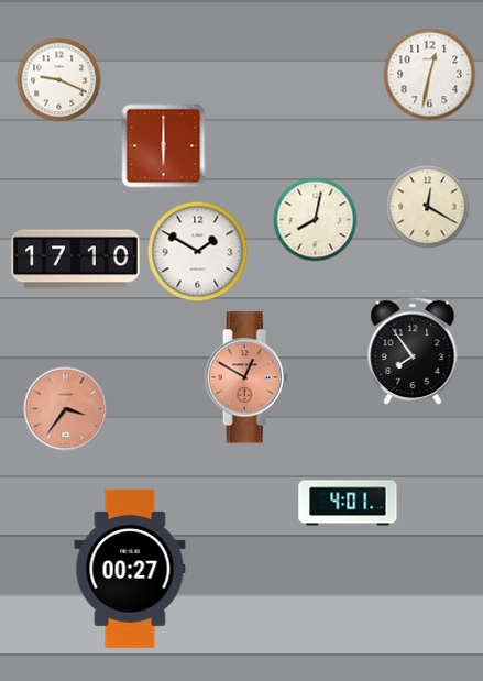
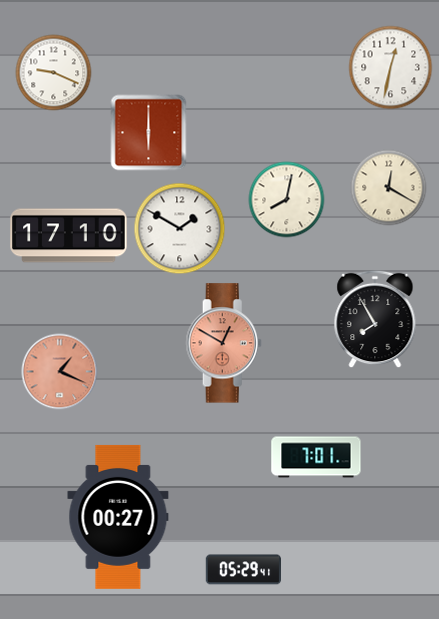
clock at (413, 351): 7:54 -> 7:55
clock at (66, 409): 3:36 -> 1:19
clock at (348, 503): 4:01 -> 7:01
clock at (243, 570): none -> 05:29
